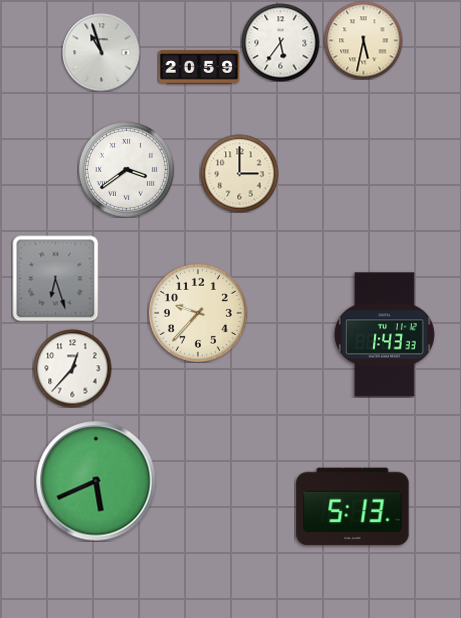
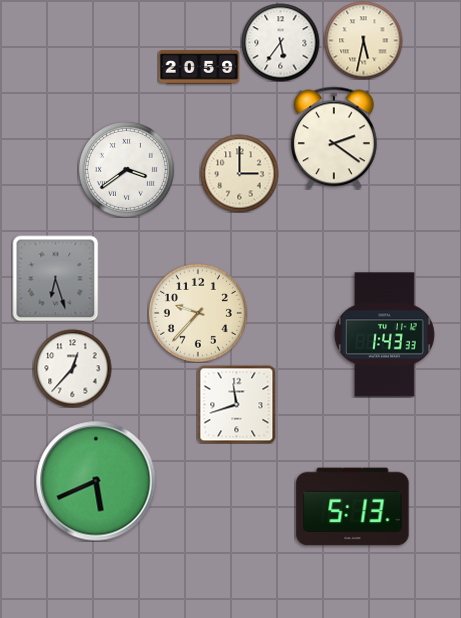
clock at (101, 52): 10:57 -> none
clock at (335, 138): none -> 2:21
clock at (236, 404): none -> 11:42
